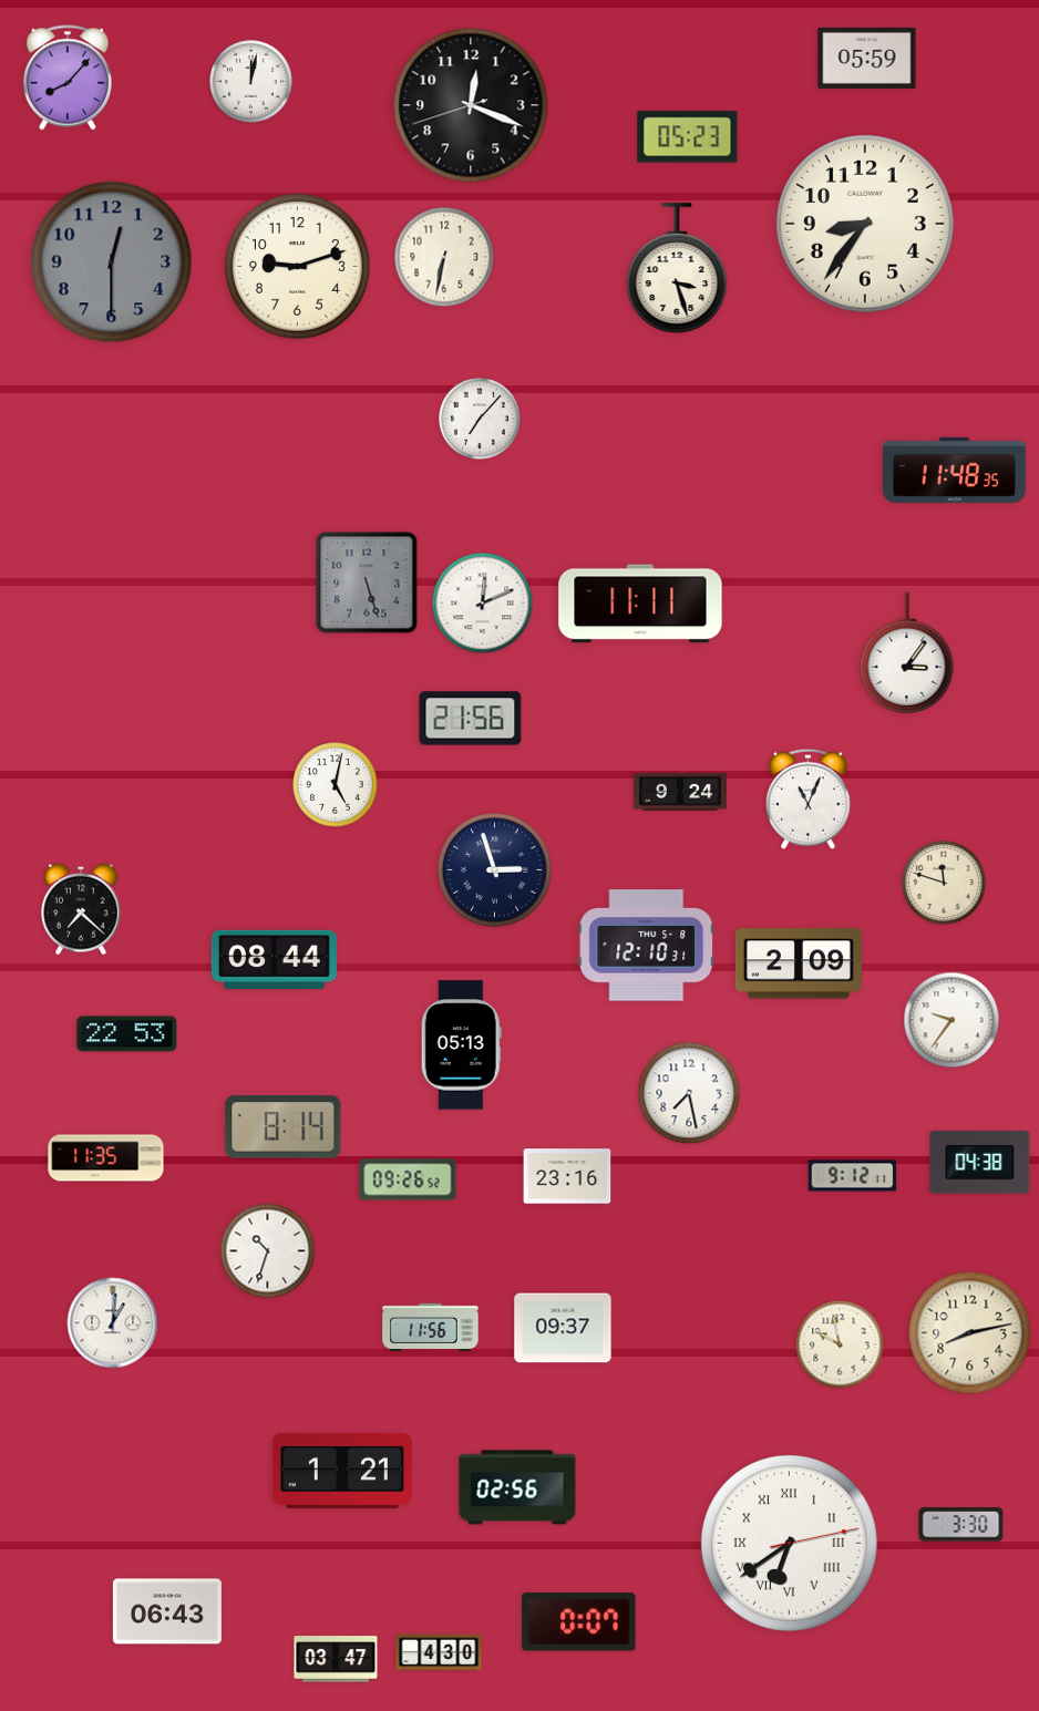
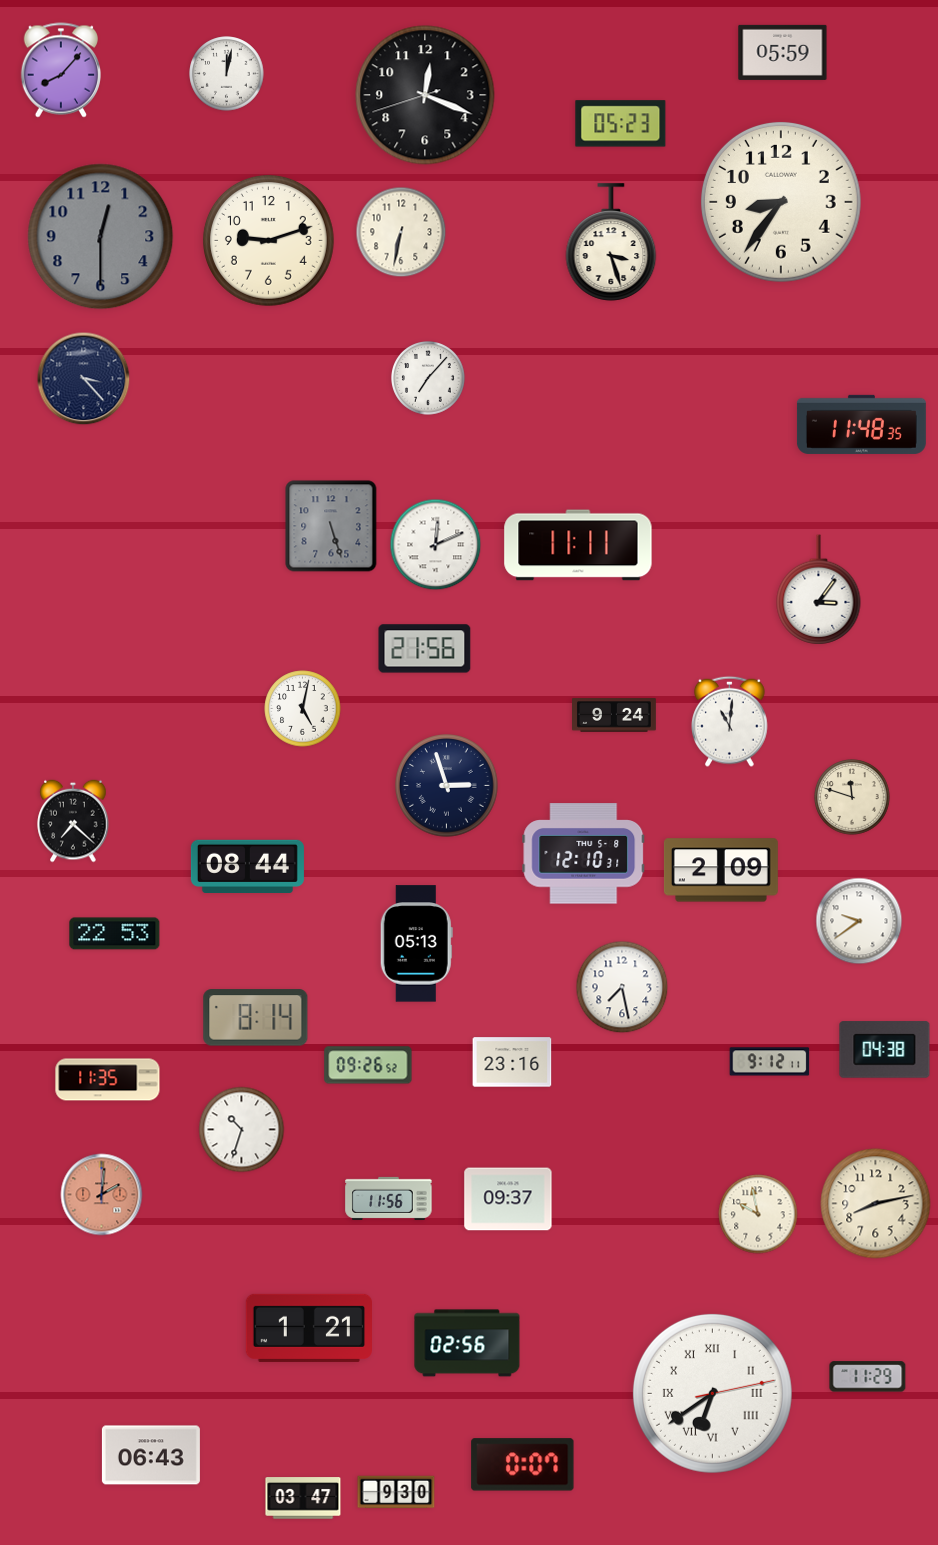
clock at (84, 379): none -> 3:23
clock at (481, 420) position: (481, 420) -> (429, 379)
clock at (809, 798): 11:04 -> 11:01
clock at (951, 1020): 9:36 -> 9:39
clock at (106, 1158) position: (106, 1158) -> (108, 1080)
clock at (113, 1323): 1:01 -> 2:01
clock at (113, 1323) dial: white -> salmon
clock at (961, 1525): 3:30 -> 11:29
clock at (439, 1652): 4:30 -> 9:30
